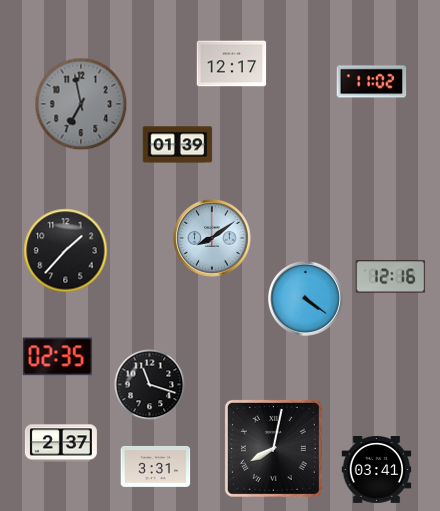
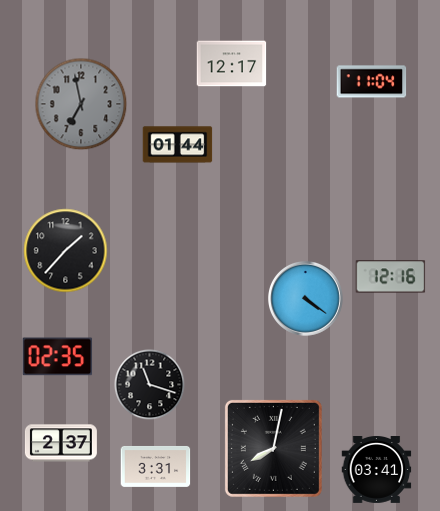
clock at (372, 82): 11:02 -> 11:04
clock at (178, 145): 01:39 -> 01:44
clock at (212, 238): 8:09 -> none
